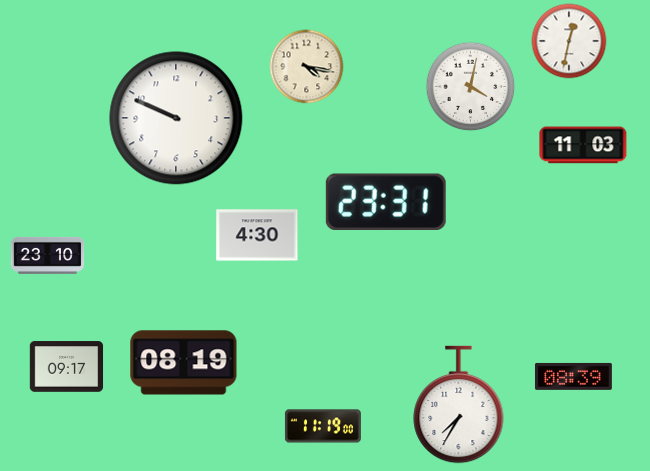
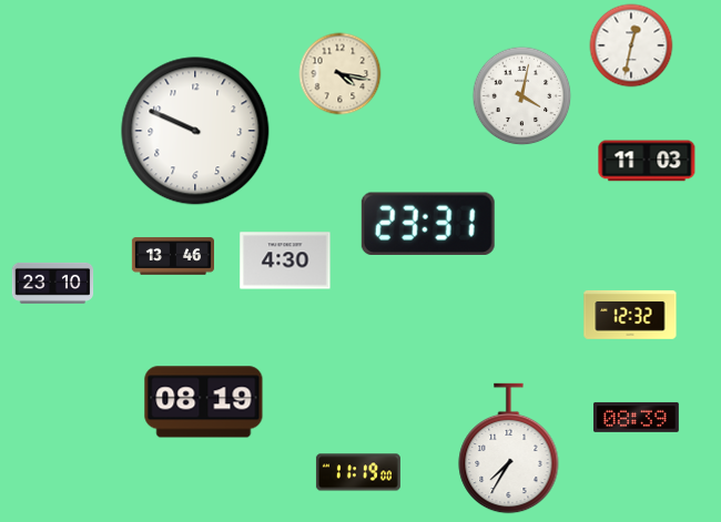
clock at (172, 256): none -> 13:46
clock at (630, 315): none -> 12:32
clock at (67, 367): 09:17 -> none
